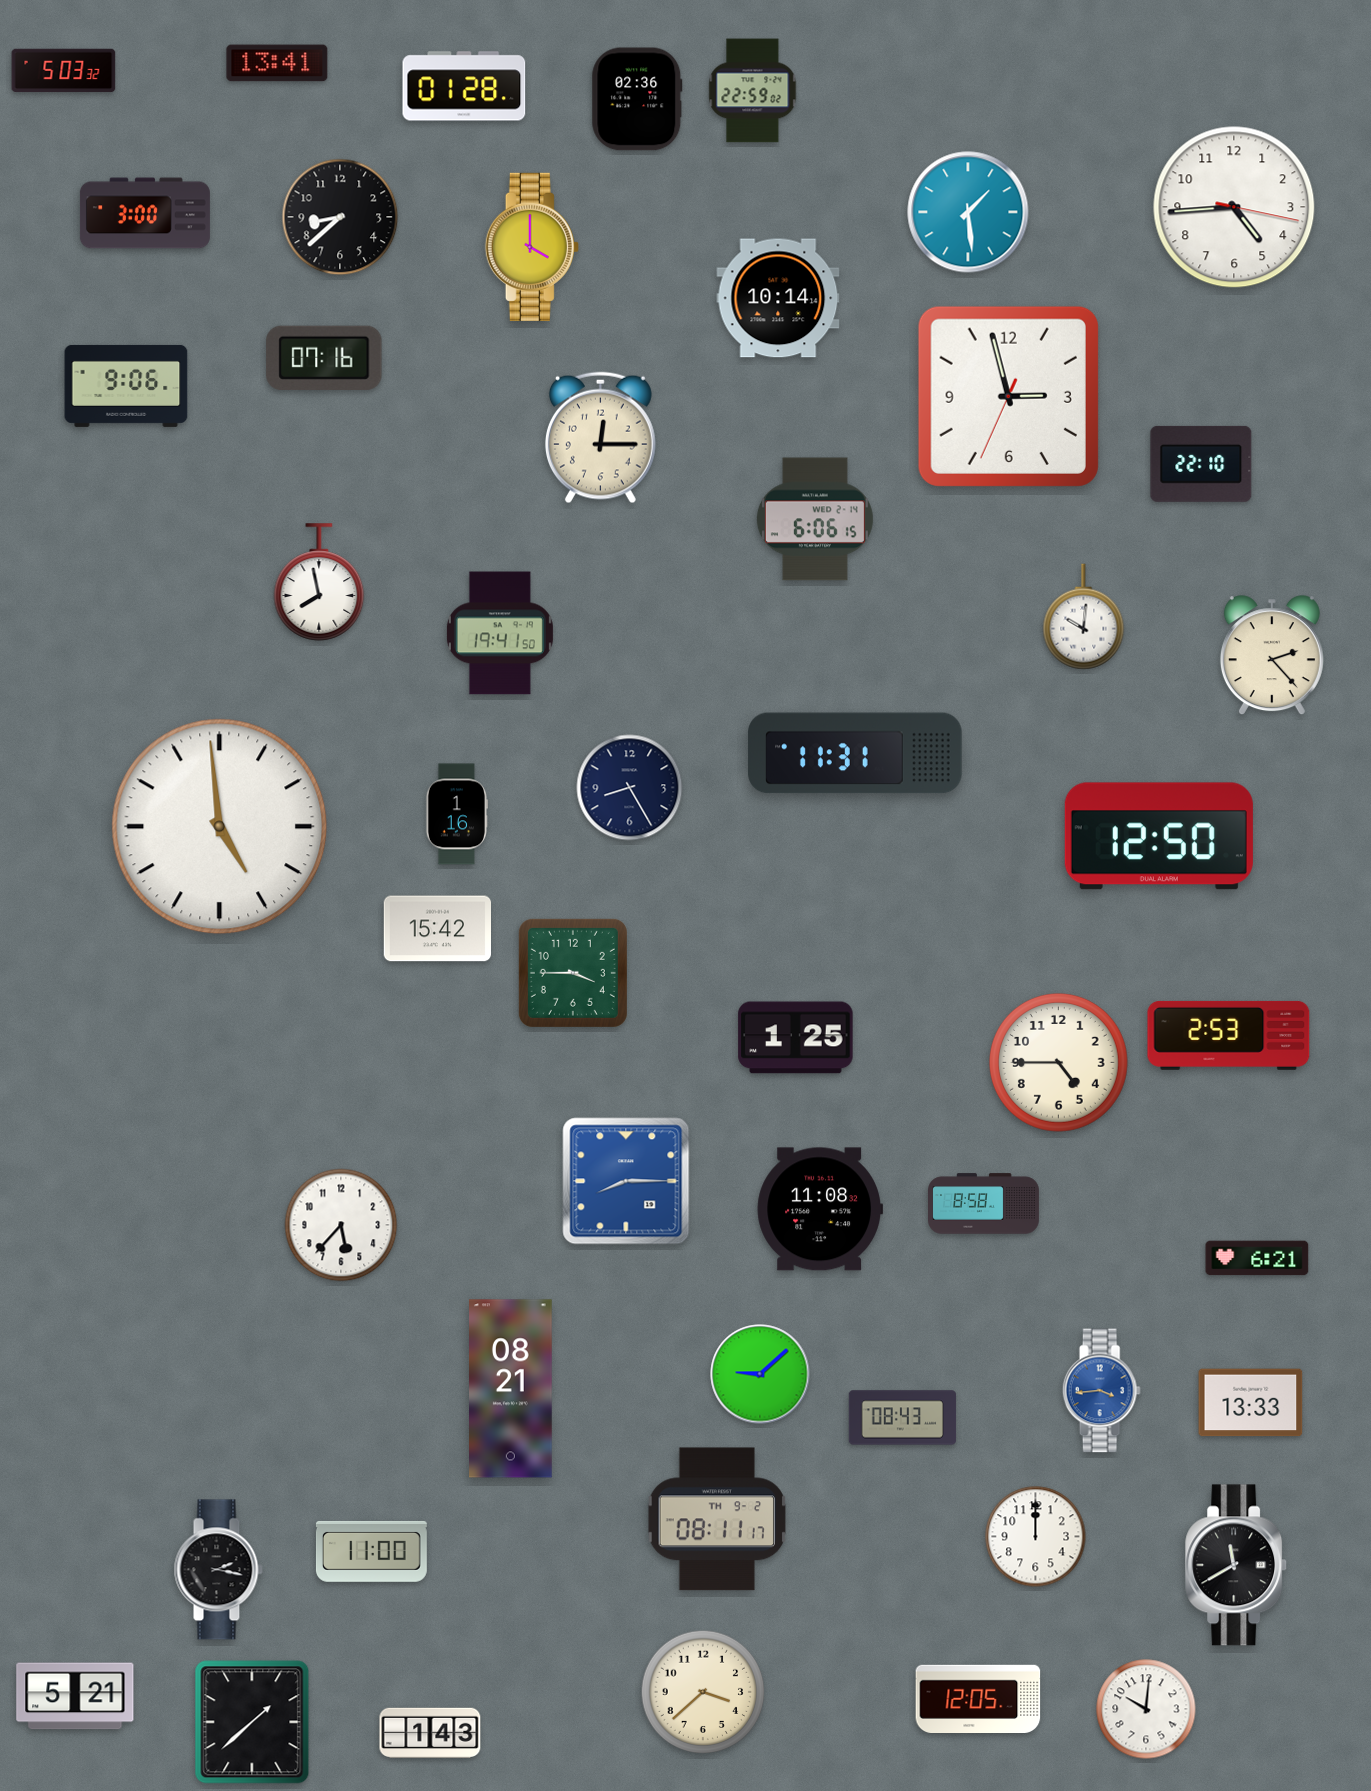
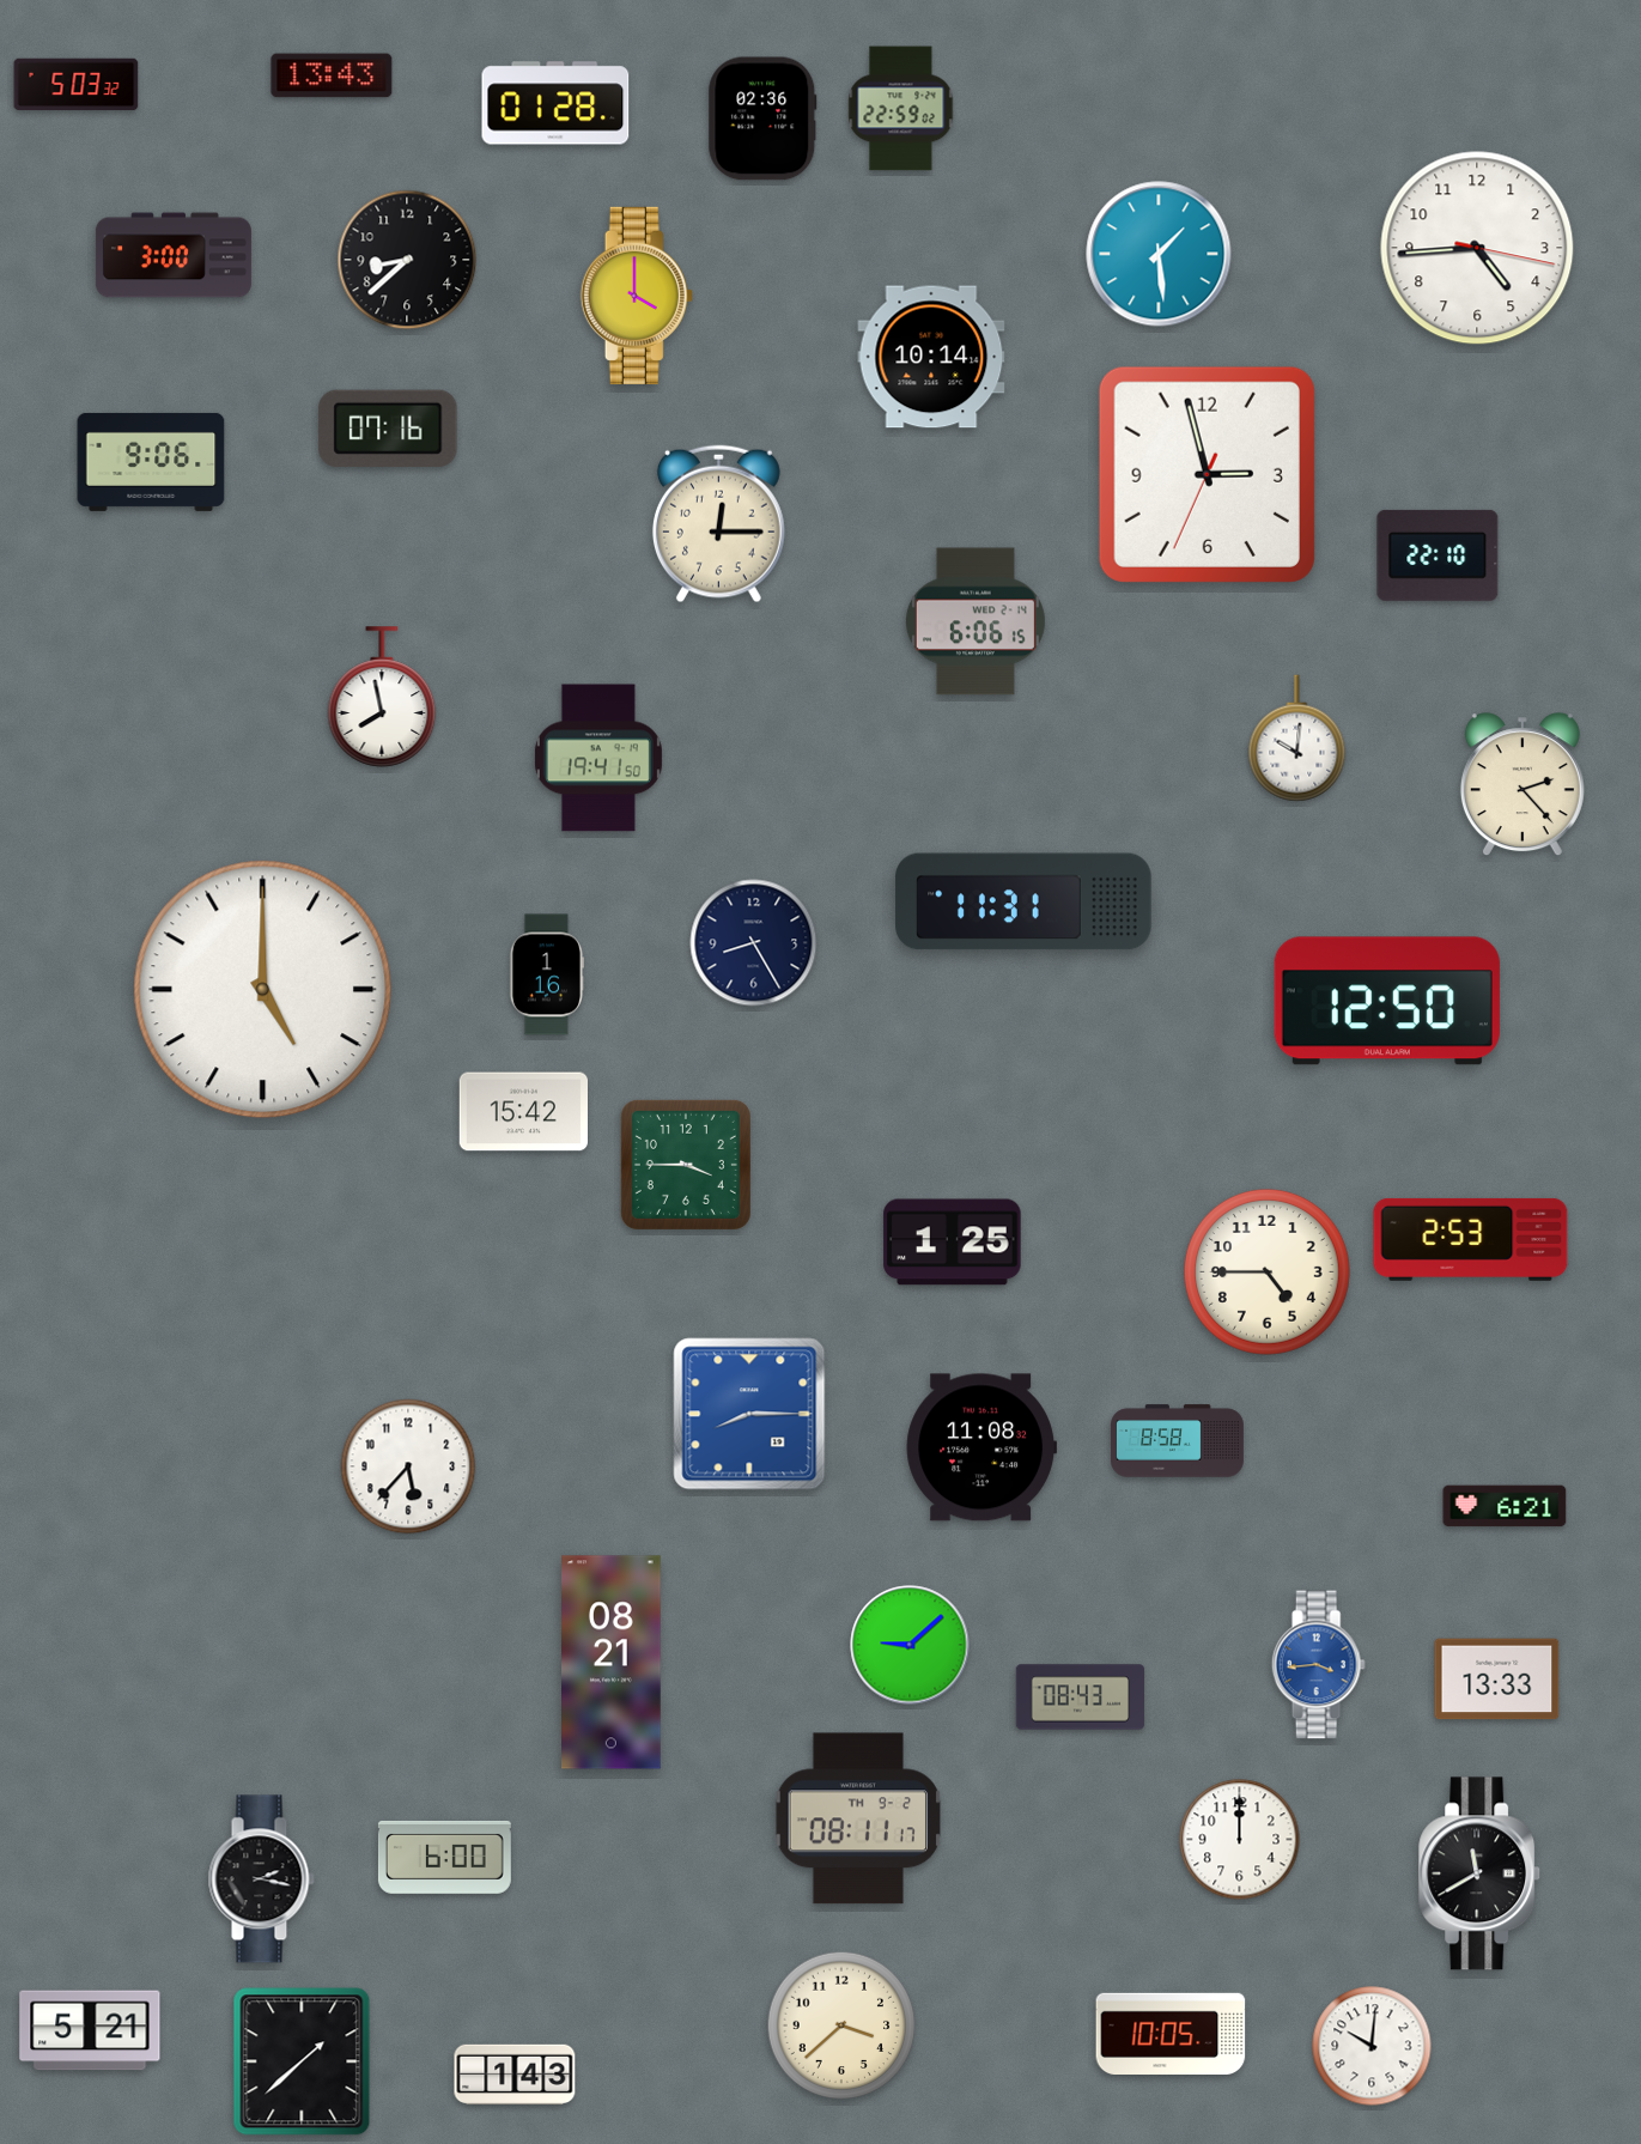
clock at (277, 63): 13:41 -> 13:43
clock at (220, 827): 4:59 -> 5:00
clock at (371, 1551): 11:00 -> 6:00
clock at (978, 1698): 12:05 -> 10:05
